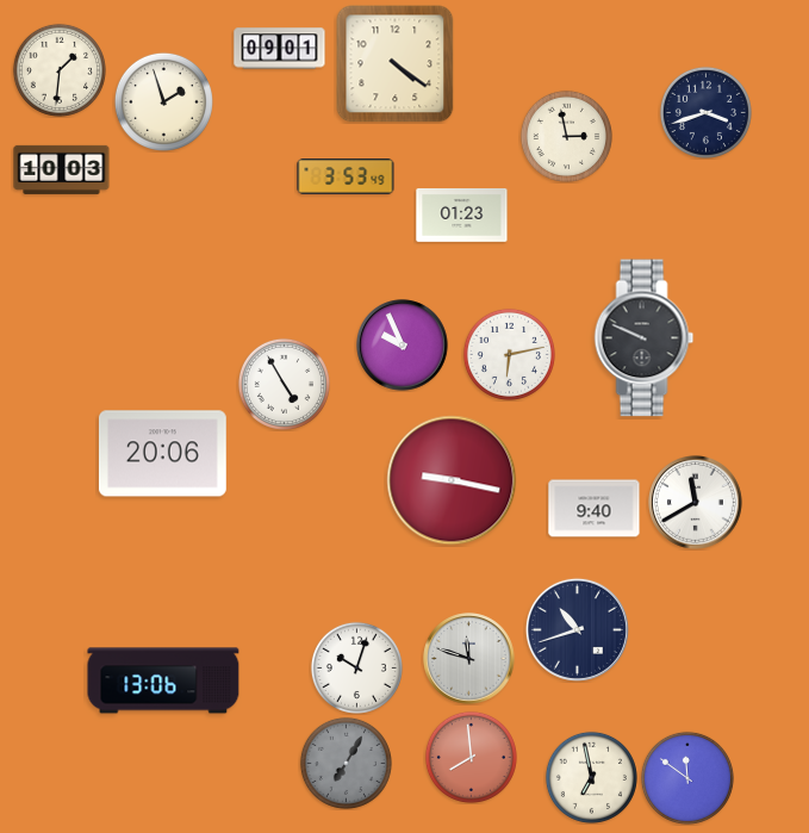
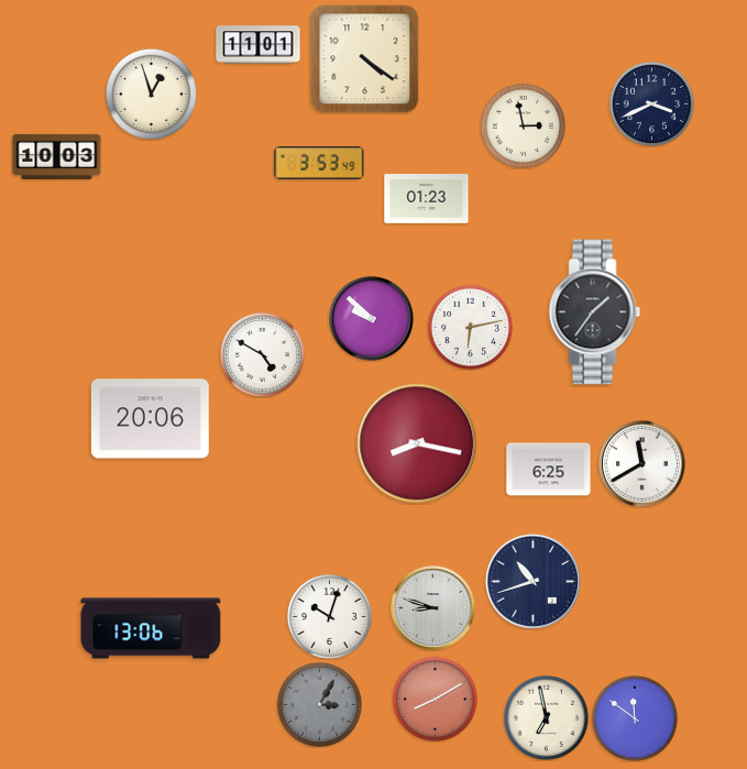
clock at (280, 49): 09:01 -> 11:01
clock at (60, 70): 1:31 -> none
clock at (163, 101): 1:57 -> 12:57
clock at (705, 112): 3:42 -> 3:41
clock at (645, 338): 9:49 -> 1:36
clock at (403, 346): 9:56 -> 9:52
clock at (284, 384): 4:55 -> 4:50
clock at (452, 480): 9:17 -> 8:17
clock at (595, 509): 9:40 -> 6:25
clock at (469, 659): 11:48 -> 8:48
clock at (471, 757): 7:59 -> 8:10
clock at (346, 763): 7:05 -> 3:05
